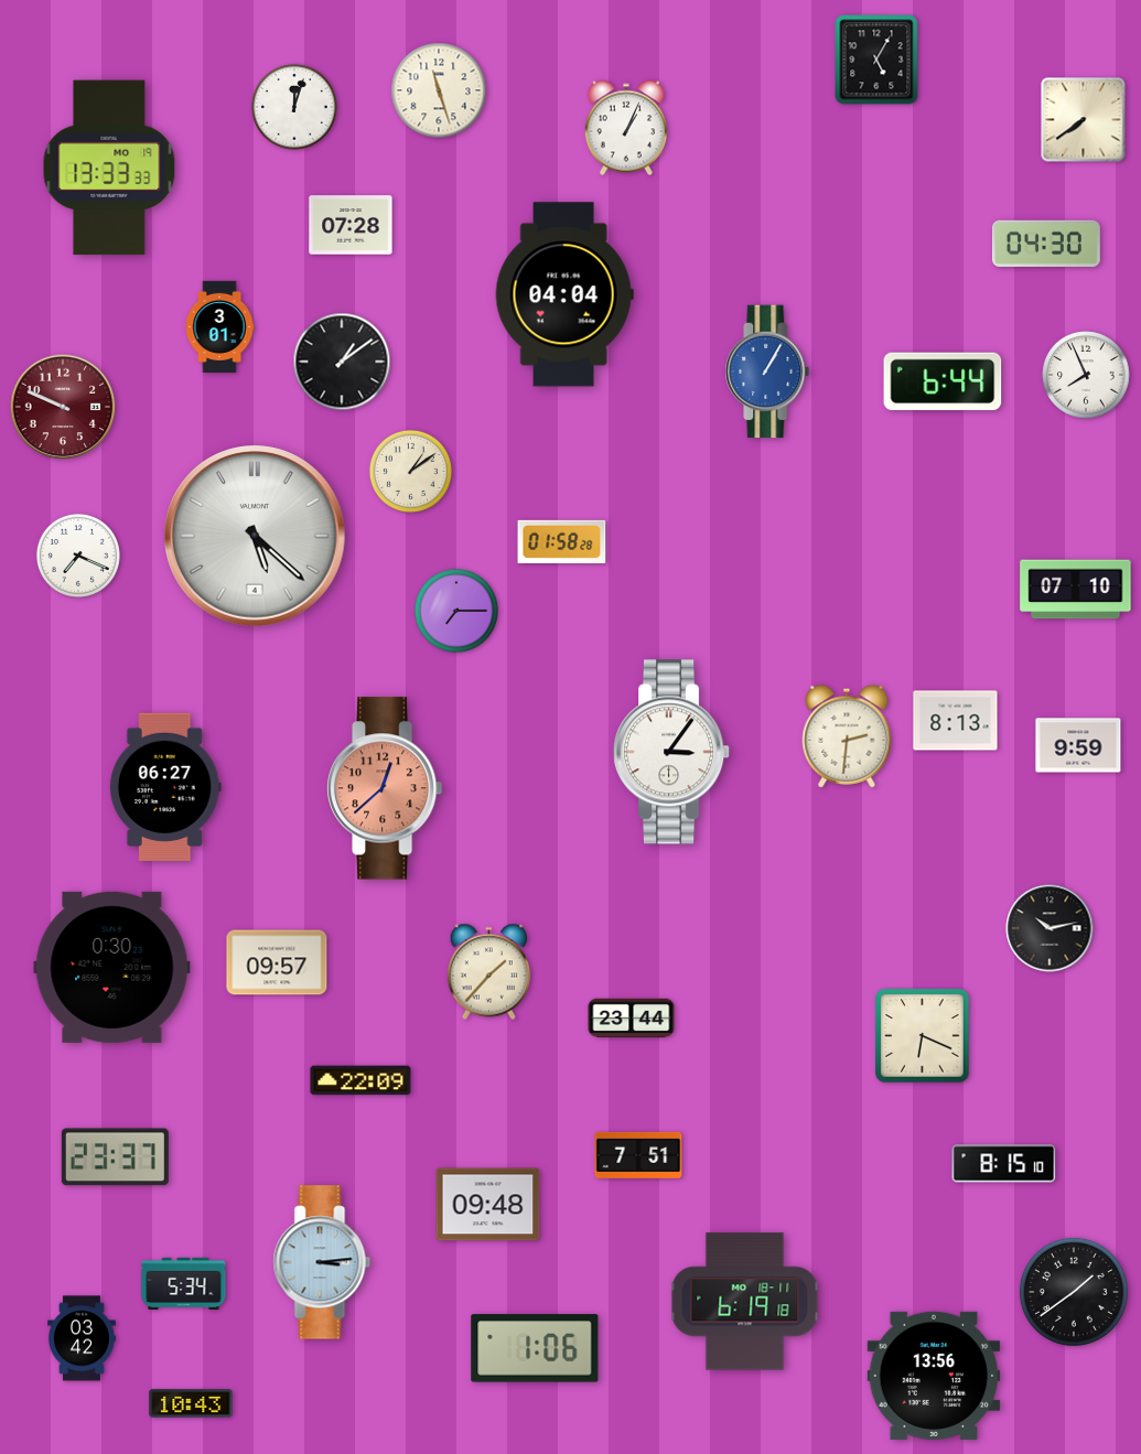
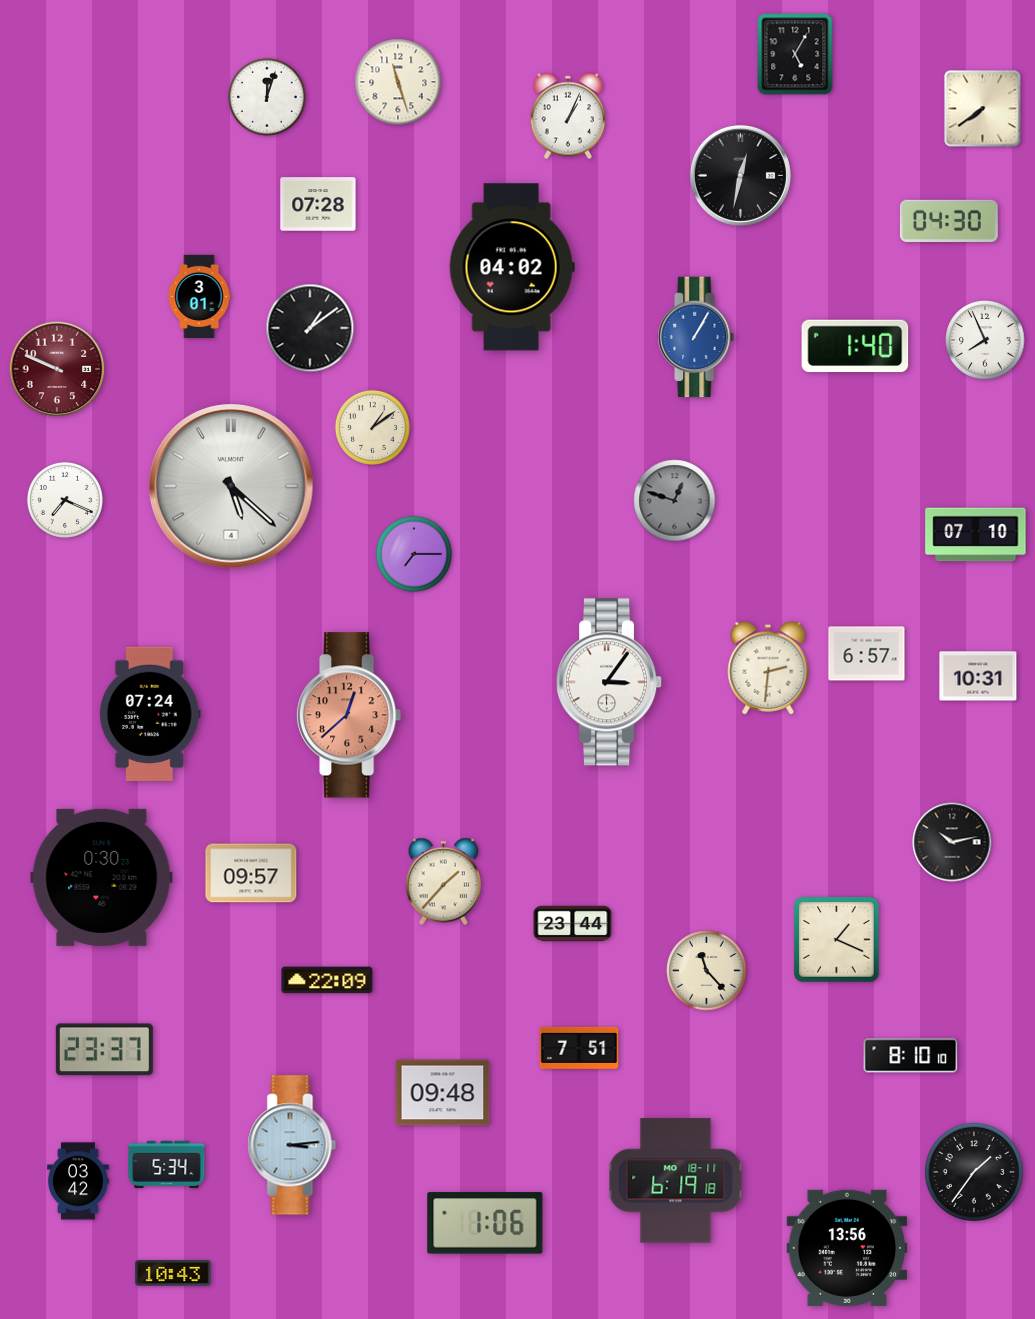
clock at (109, 168): 13:33 -> none
clock at (740, 175): none -> 12:32
clock at (564, 294): 04:04 -> 04:02
clock at (943, 381): 6:44 -> 1:40
clock at (562, 541): 01:58 -> none
clock at (675, 501): none -> 12:48
clock at (78, 556) position: (78, 556) -> (65, 500)
clock at (956, 721): 8:13 -> 6:57
clock at (1078, 745): 9:59 -> 10:31
clock at (165, 786): 06:27 -> 07:24
clock at (923, 1036): 6:19 -> 1:19
clock at (707, 971): none -> 11:23
clock at (1004, 1164): 8:15 -> 8:10
clock at (1074, 1292): 1:39 -> 1:36
clock at (82, 1338) position: (82, 1338) -> (78, 1181)
